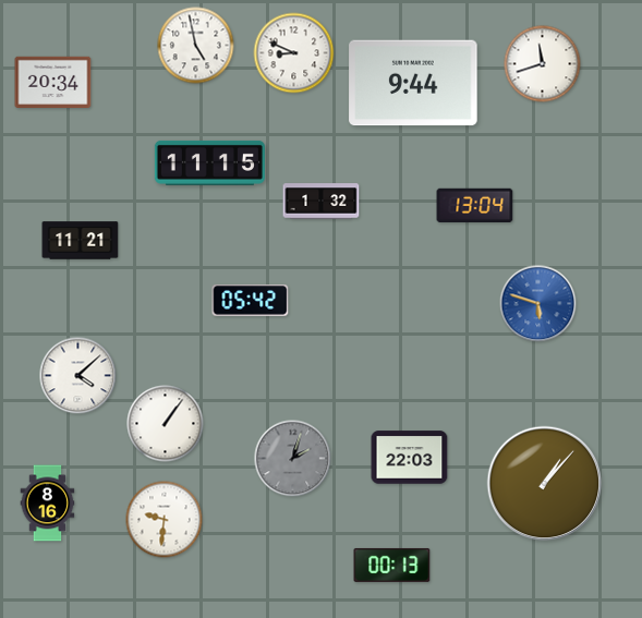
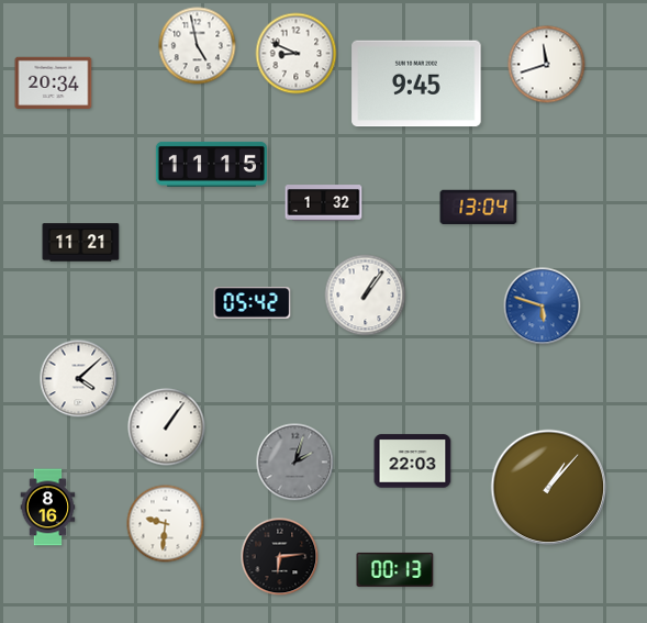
clock at (413, 83): 9:44 -> 9:45
clock at (366, 296): none -> 1:06
clock at (280, 557): none -> 6:14
